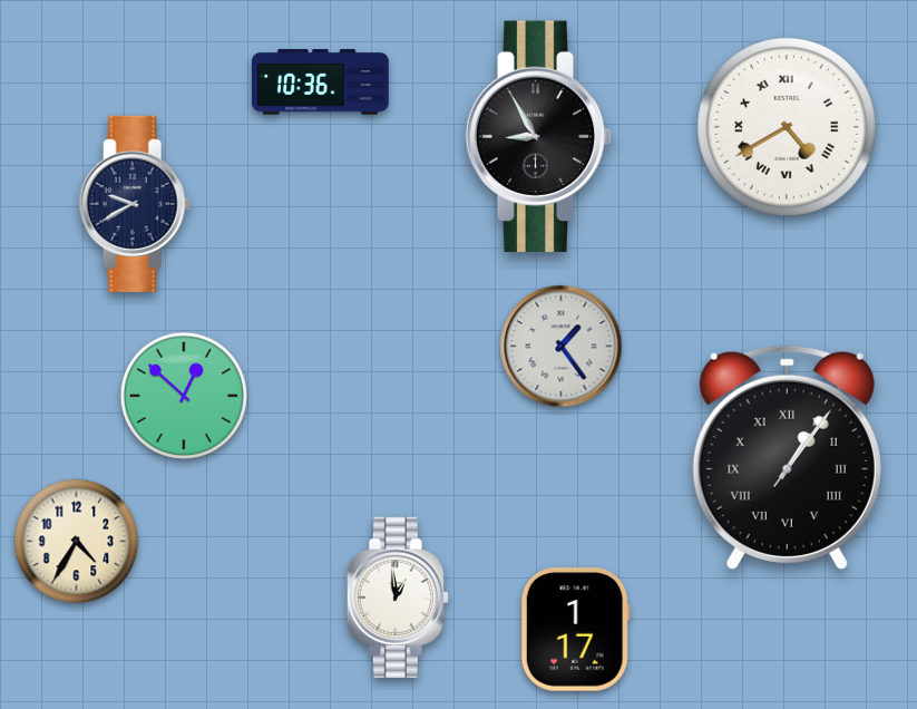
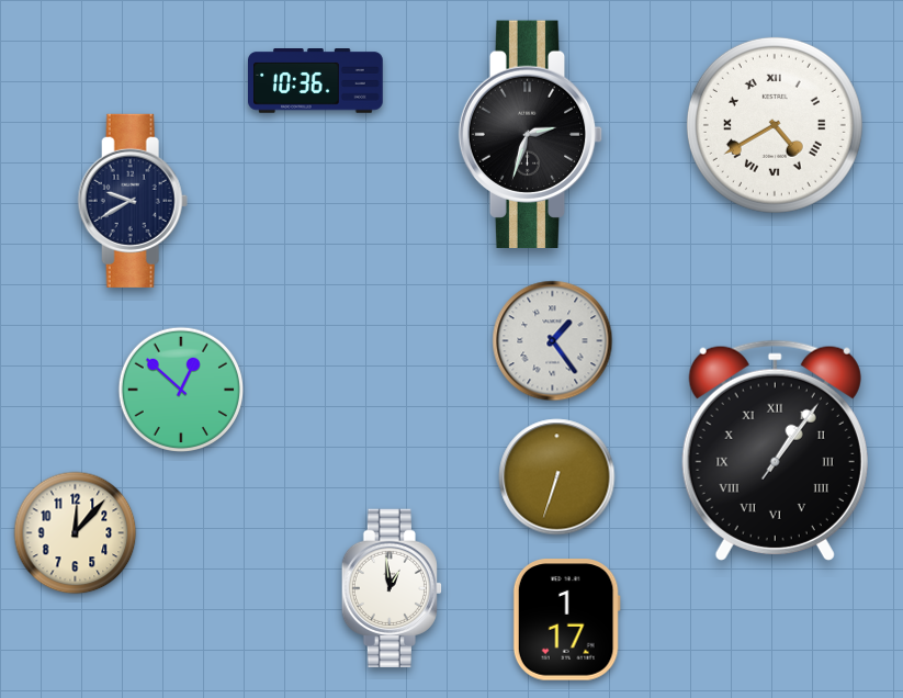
clock at (539, 136): 8:55 -> 2:33
clock at (557, 477): none -> 6:33
clock at (77, 542): 4:35 -> 12:07
